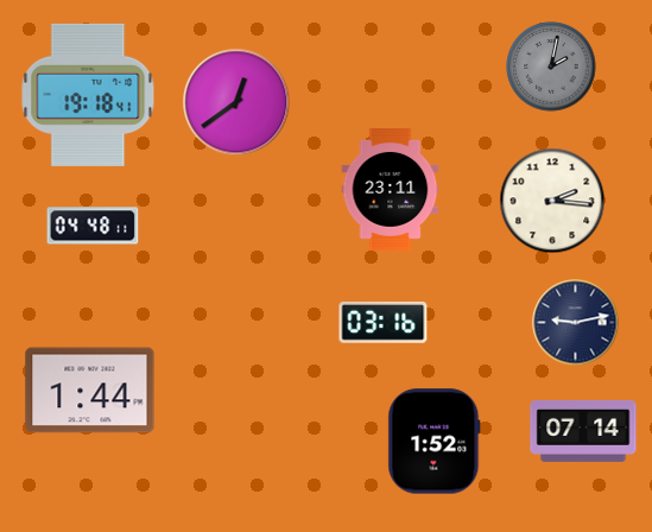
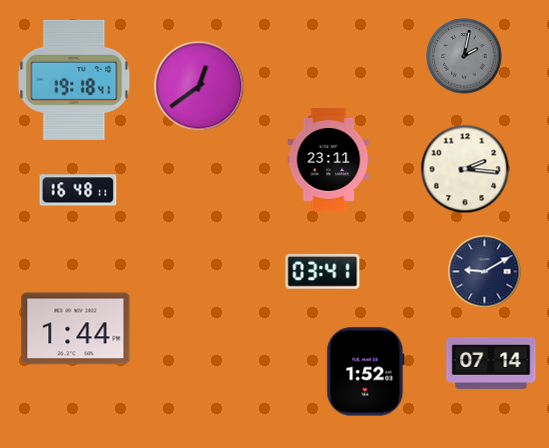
clock at (93, 226): 04:48 -> 16:48
clock at (384, 323): 03:16 -> 03:41
clock at (576, 323): 9:13 -> 9:10
